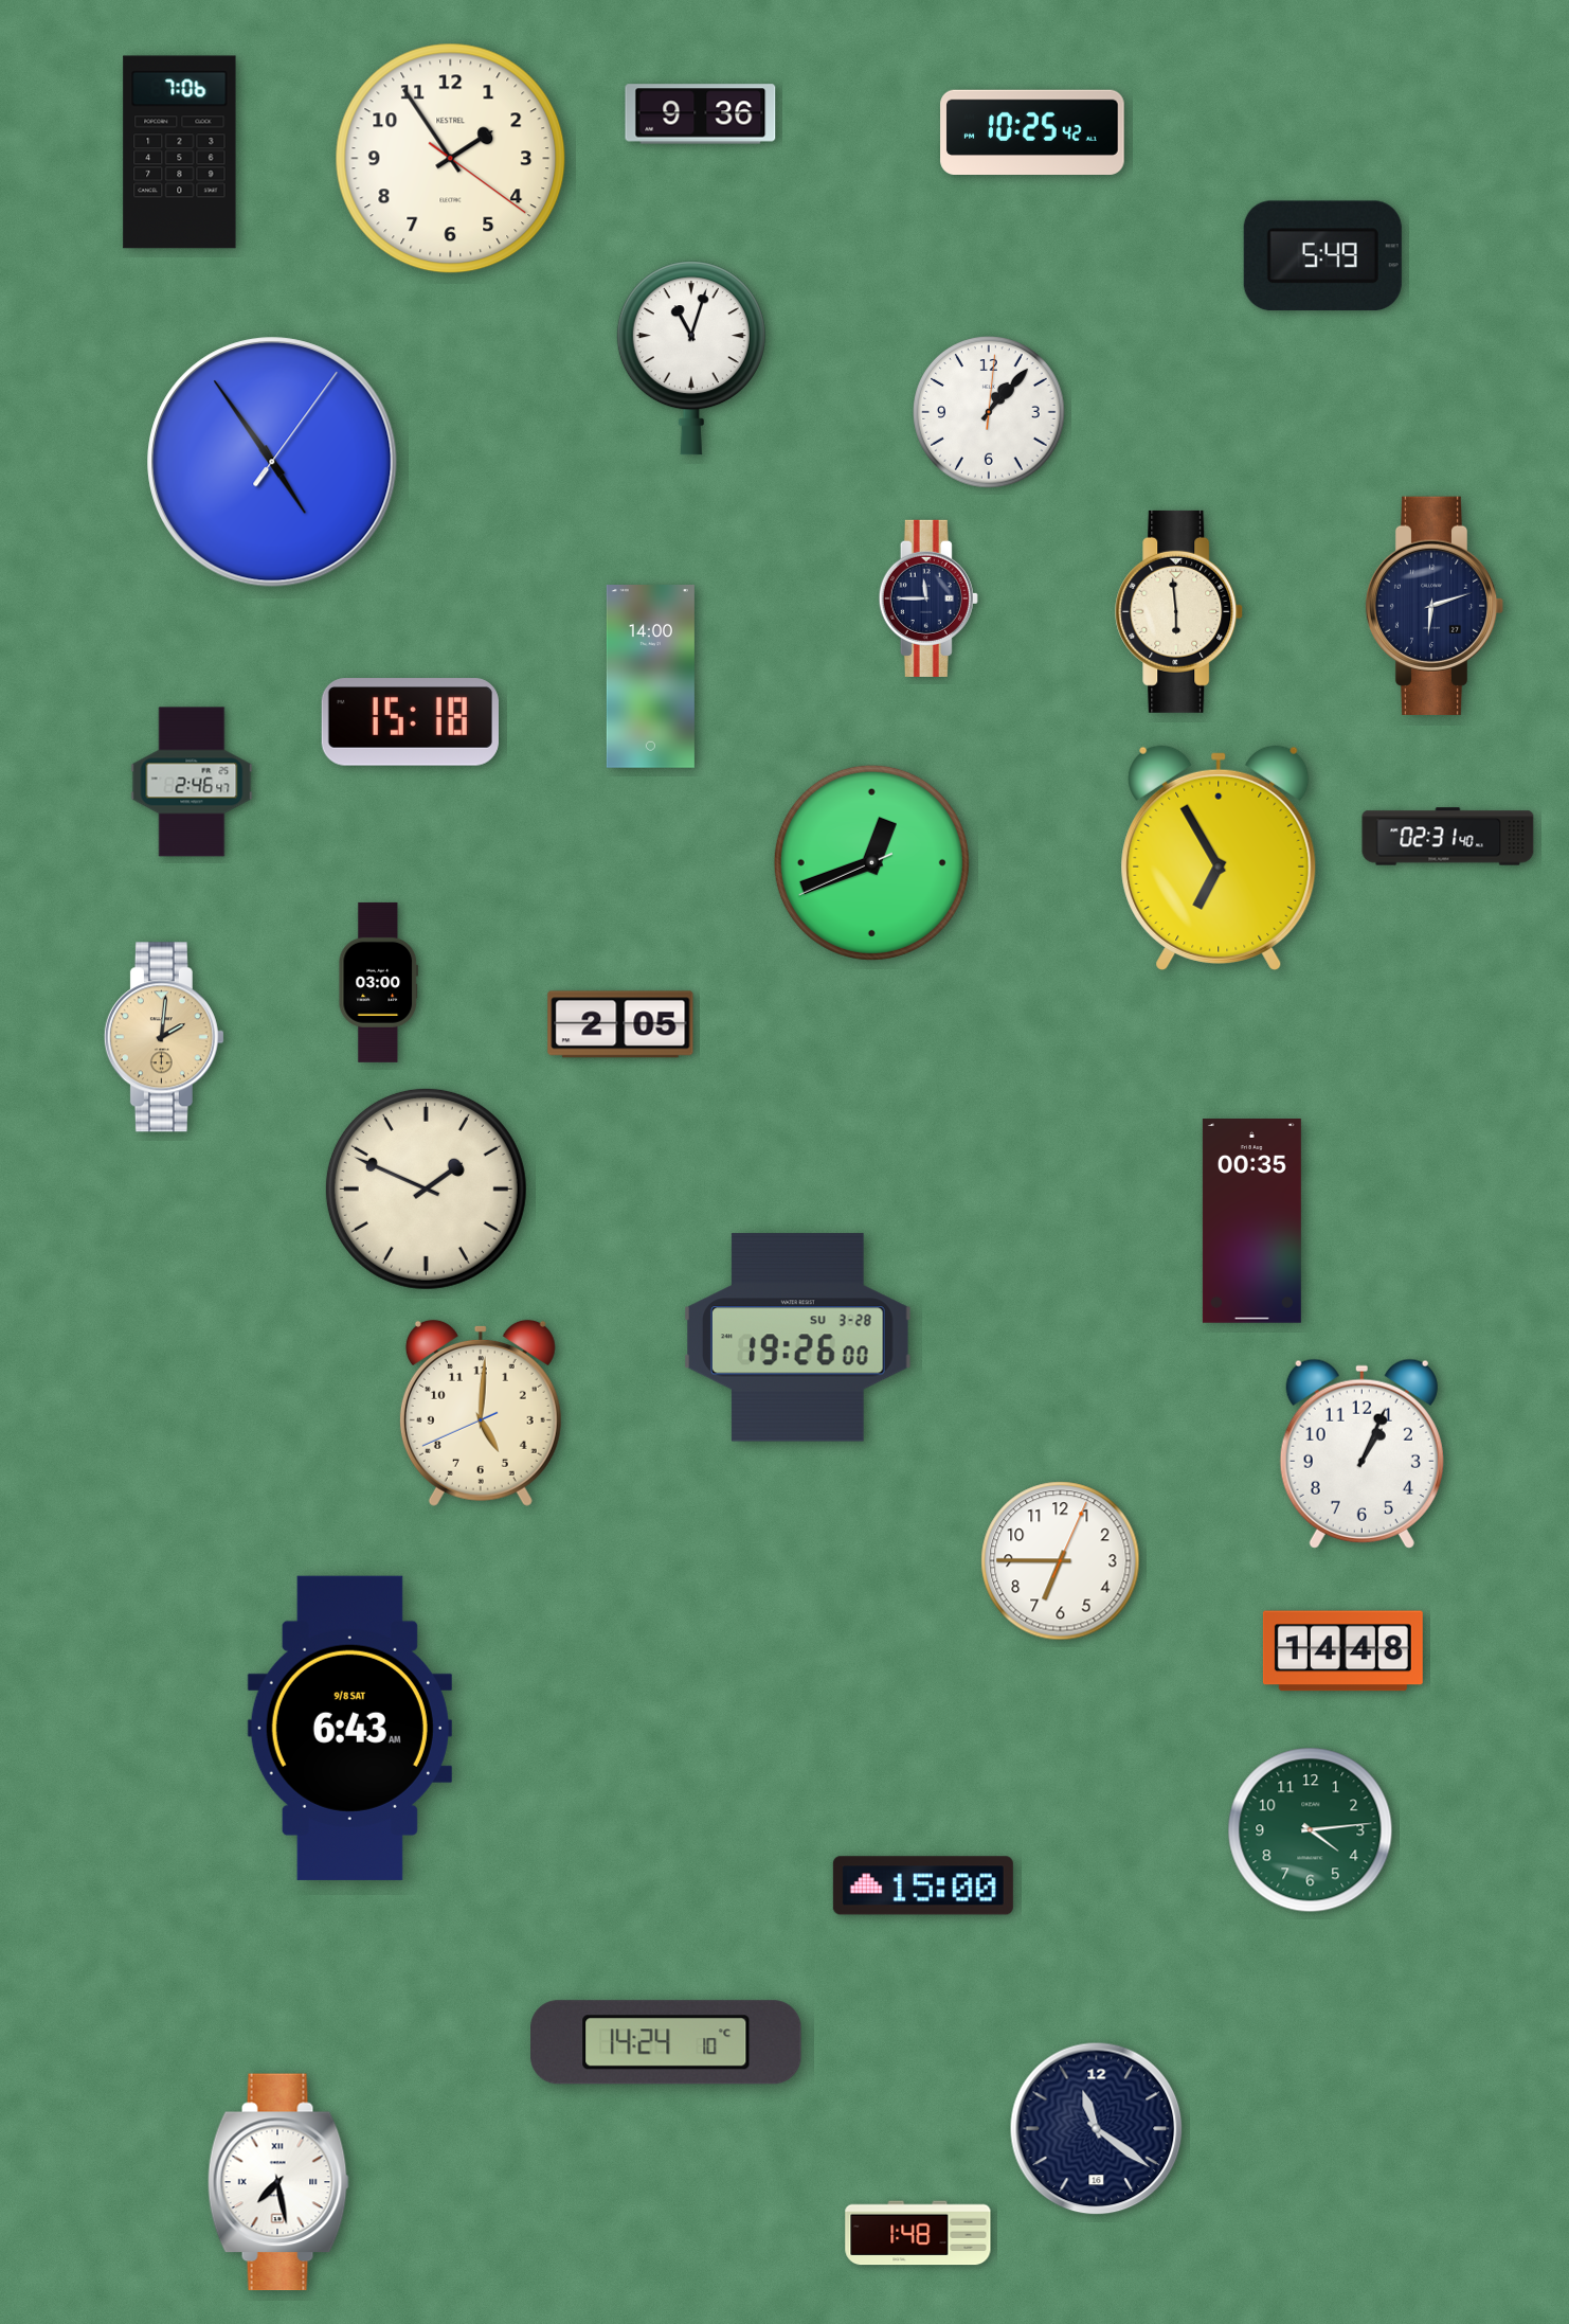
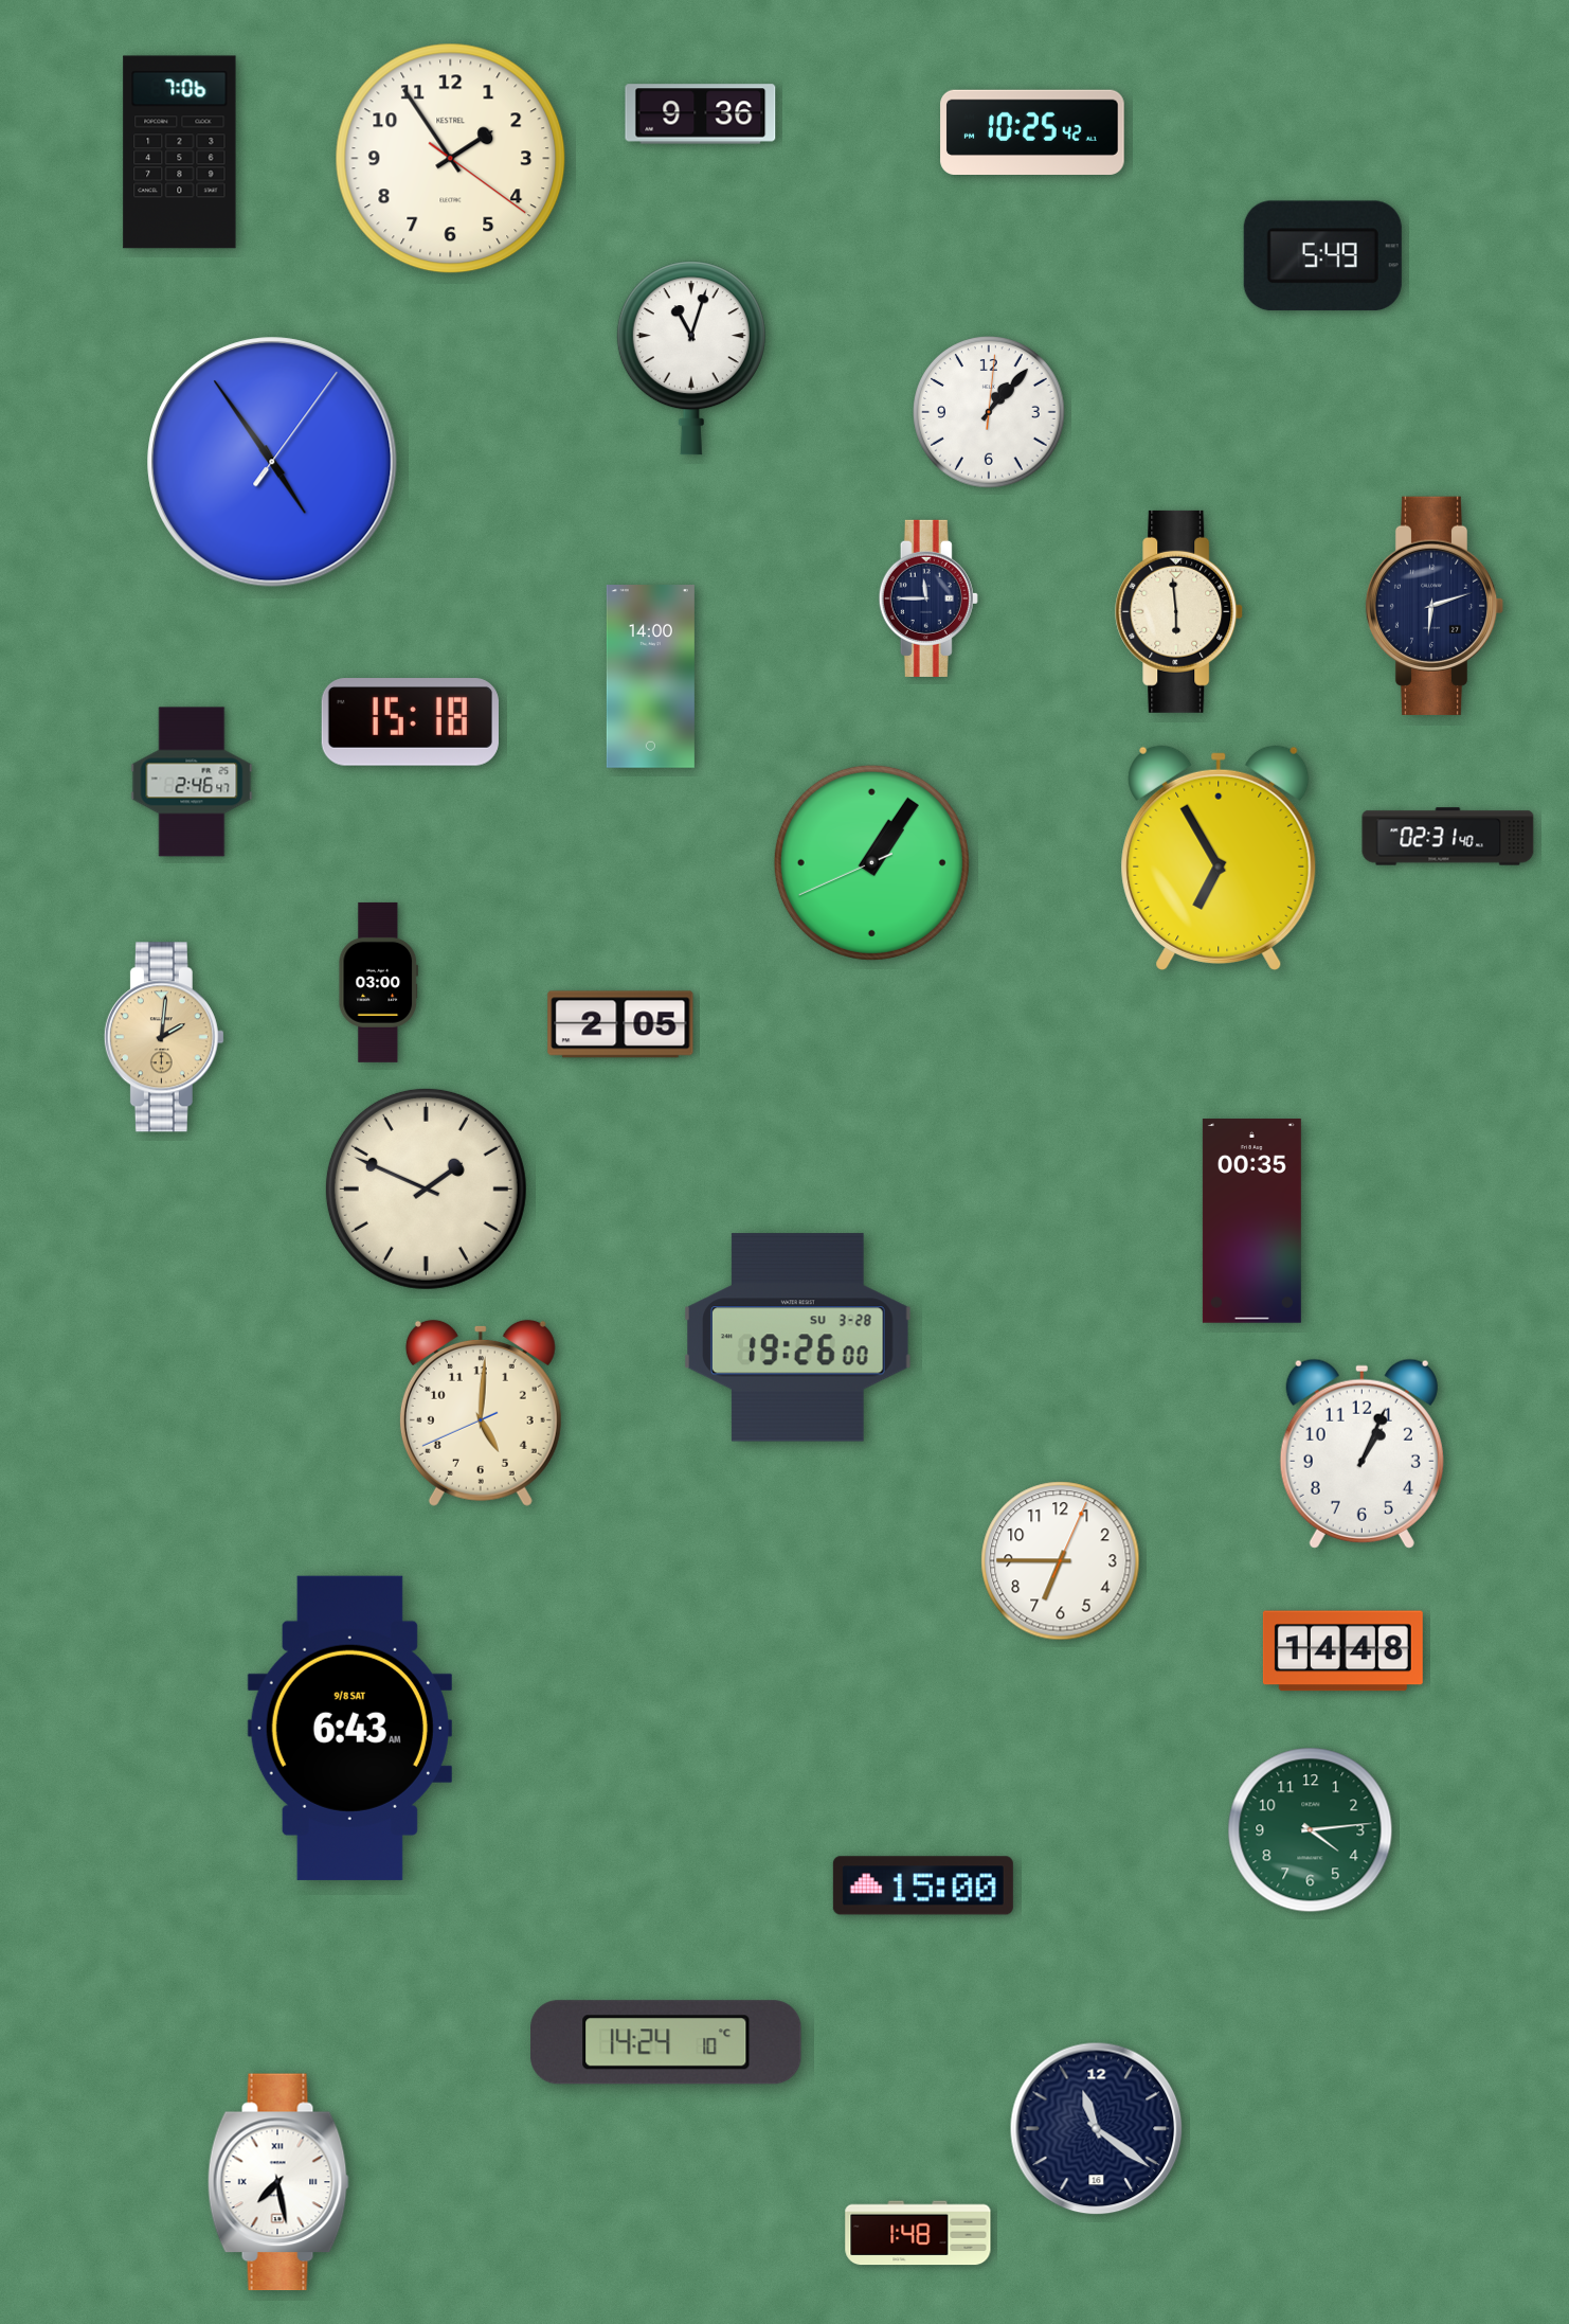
clock at (871, 862): 12:41 -> 1:05
